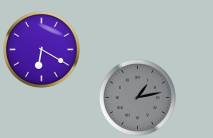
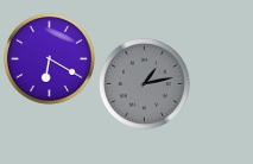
clock at (137, 97) position: (137, 97) -> (144, 83)
